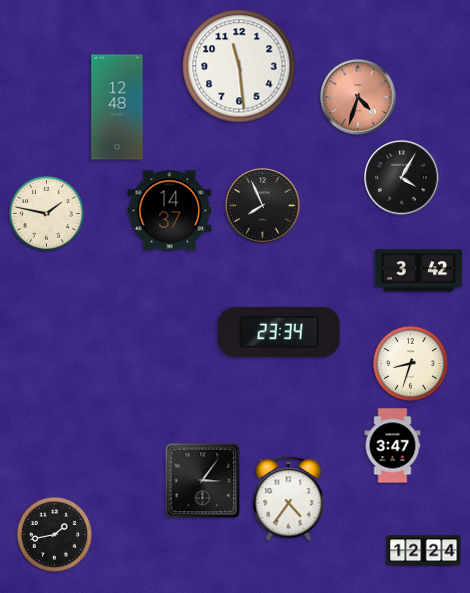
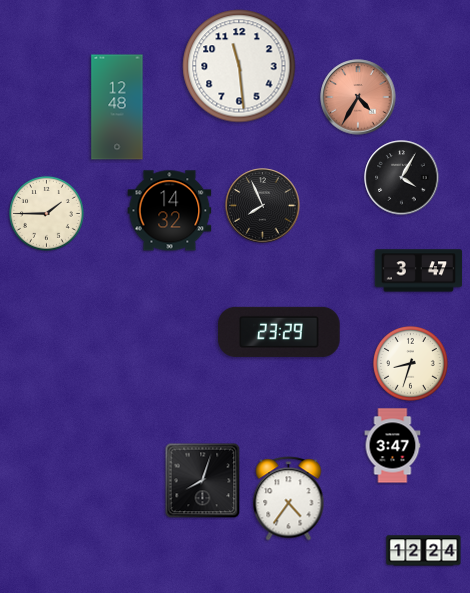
clock at (358, 97): 4:33 -> 4:35
clock at (170, 211): 14:37 -> 14:32
clock at (46, 213): 1:47 -> 1:45
clock at (419, 271): 3:42 -> 3:47
clock at (279, 332): 23:34 -> 23:29
clock at (203, 481): 3:06 -> 8:03
clock at (54, 534): 1:43 -> none
